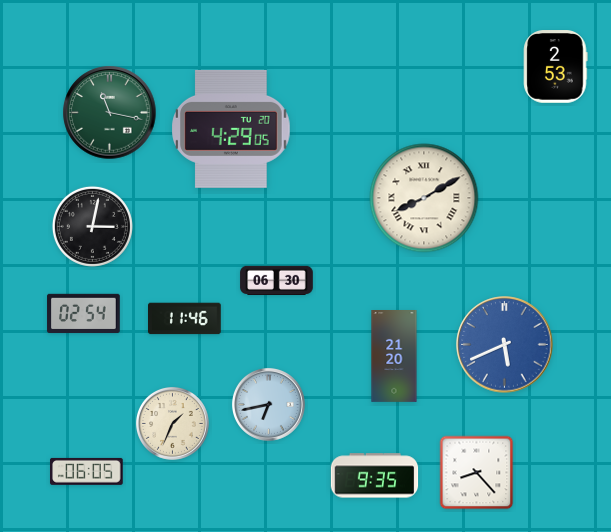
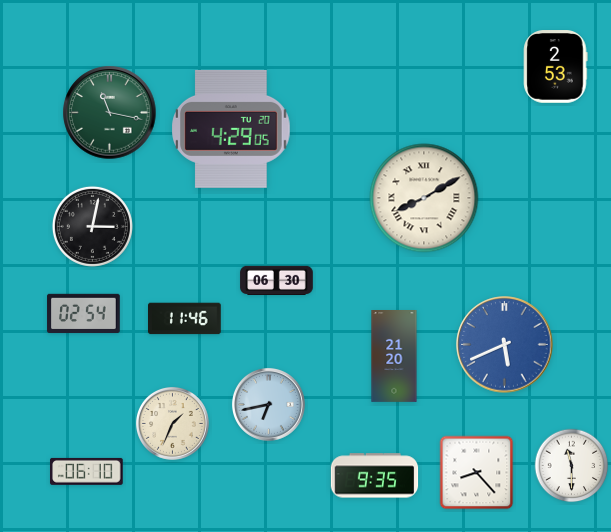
clock at (572, 466): none -> 11:30
clock at (87, 471): 06:05 -> 06:10
